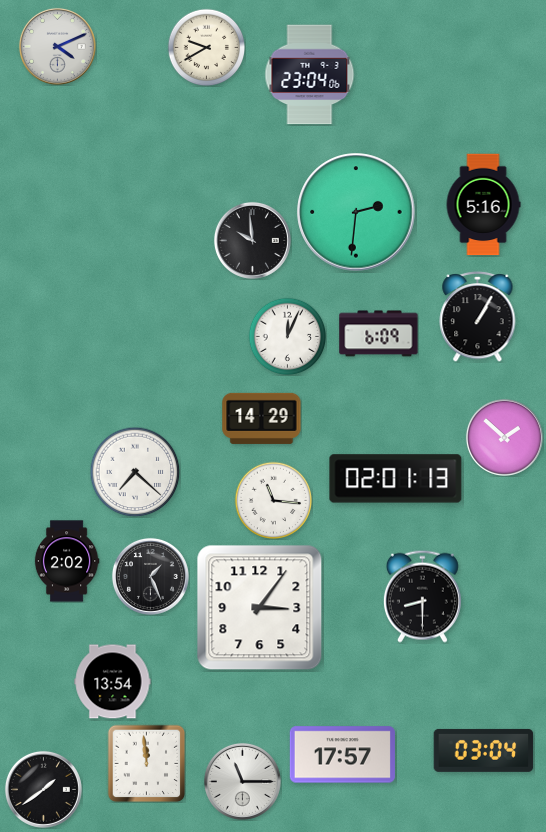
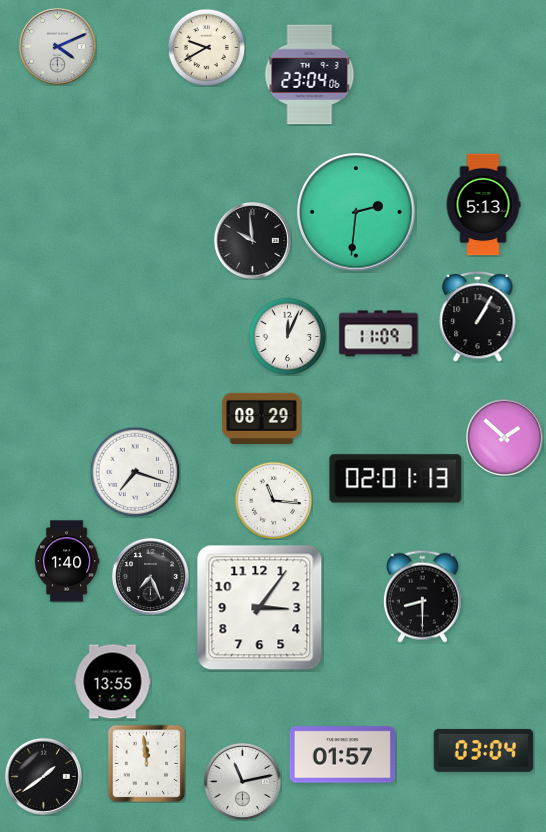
clock at (483, 205): 5:16 -> 5:13
clock at (379, 334): 6:09 -> 11:09
clock at (262, 418): 14:29 -> 08:29
clock at (135, 472): 7:22 -> 7:18
clock at (67, 561): 2:02 -> 1:40
clock at (150, 576): 1:26 -> 7:26
clock at (113, 682): 13:54 -> 13:55
clock at (342, 755): 17:57 -> 01:57
clock at (242, 781): 11:15 -> 11:13
clock at (43, 789) position: (43, 789) -> (43, 776)
